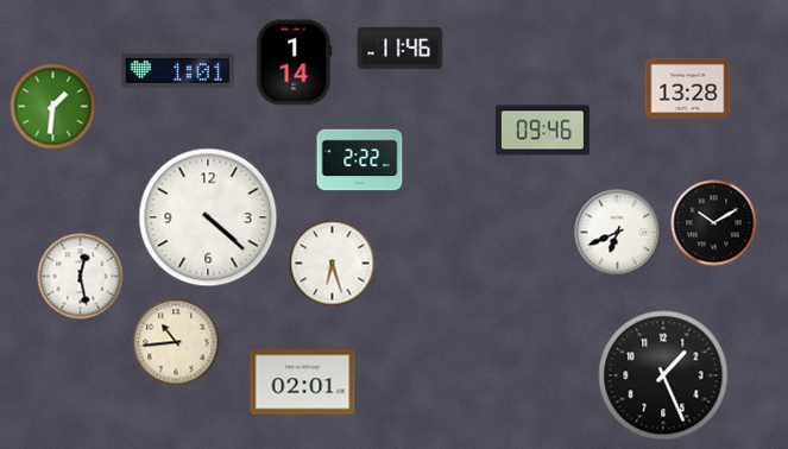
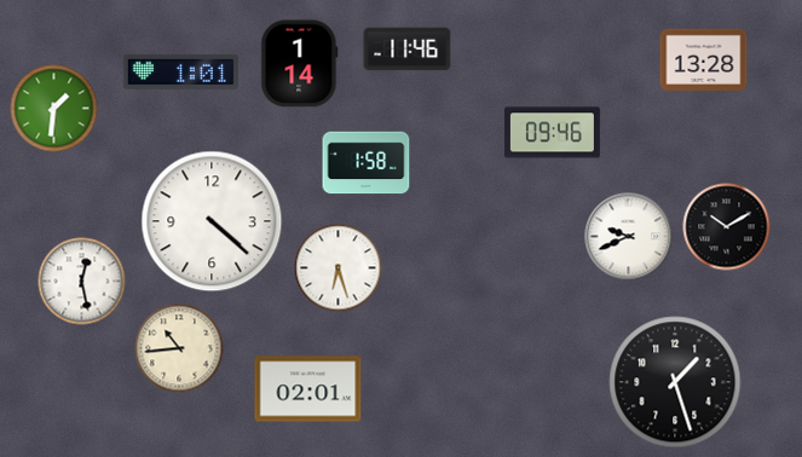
clock at (688, 88) position: (688, 88) -> (704, 59)
clock at (360, 160): 2:22 -> 1:58
clock at (618, 233): 6:41 -> 9:41
clock at (663, 375): 1:26 -> 1:27
